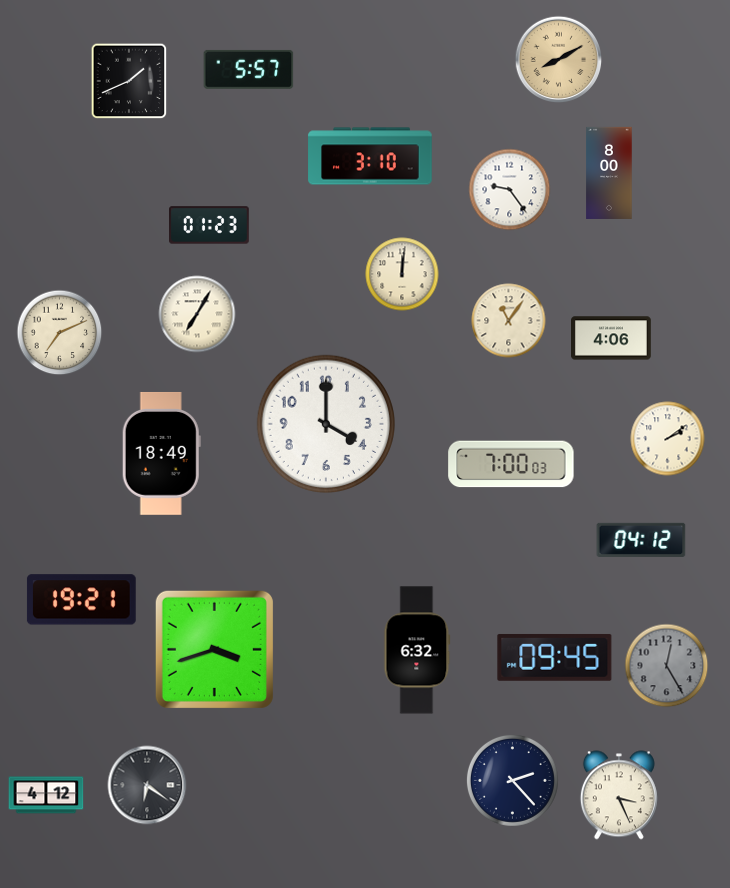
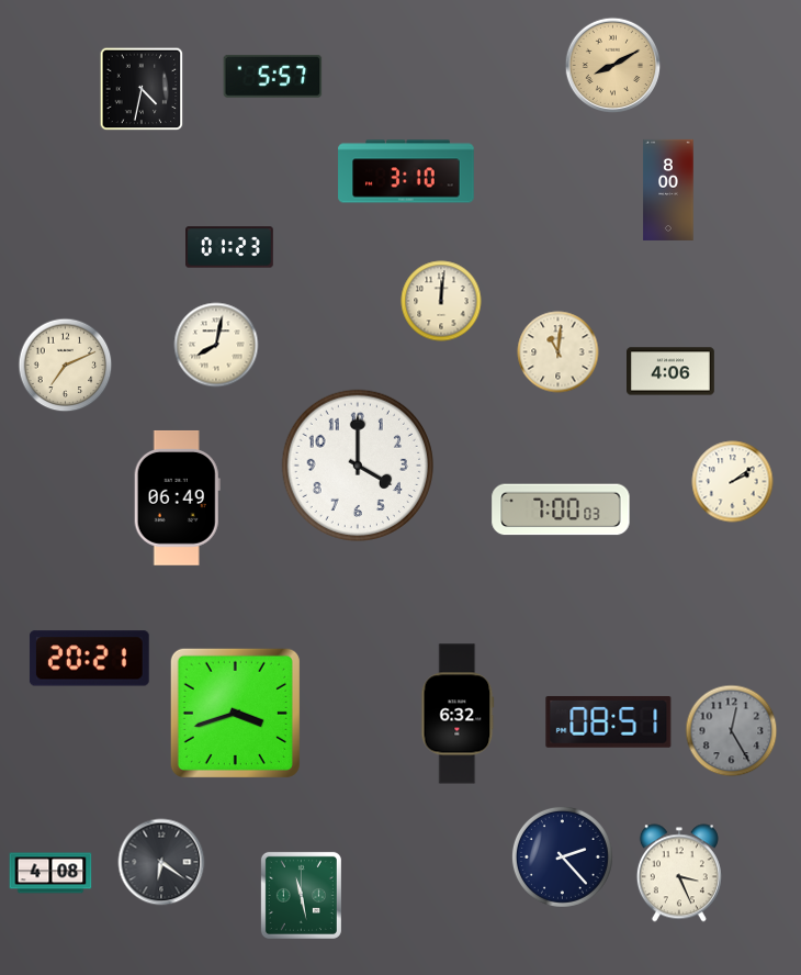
clock at (129, 81): 1:41 -> 4:32
clock at (510, 190): 9:24 -> none
clock at (197, 314): 7:05 -> 8:02
clock at (509, 321): 11:06 -> 11:01
clock at (161, 453): 18:49 -> 06:49
clock at (641, 540): 04:12 -> none
clock at (81, 600): 19:21 -> 20:21
clock at (555, 657): 09:45 -> 08:51
clock at (46, 795): 4:12 -> 4:08
clock at (301, 895): none -> 11:28
